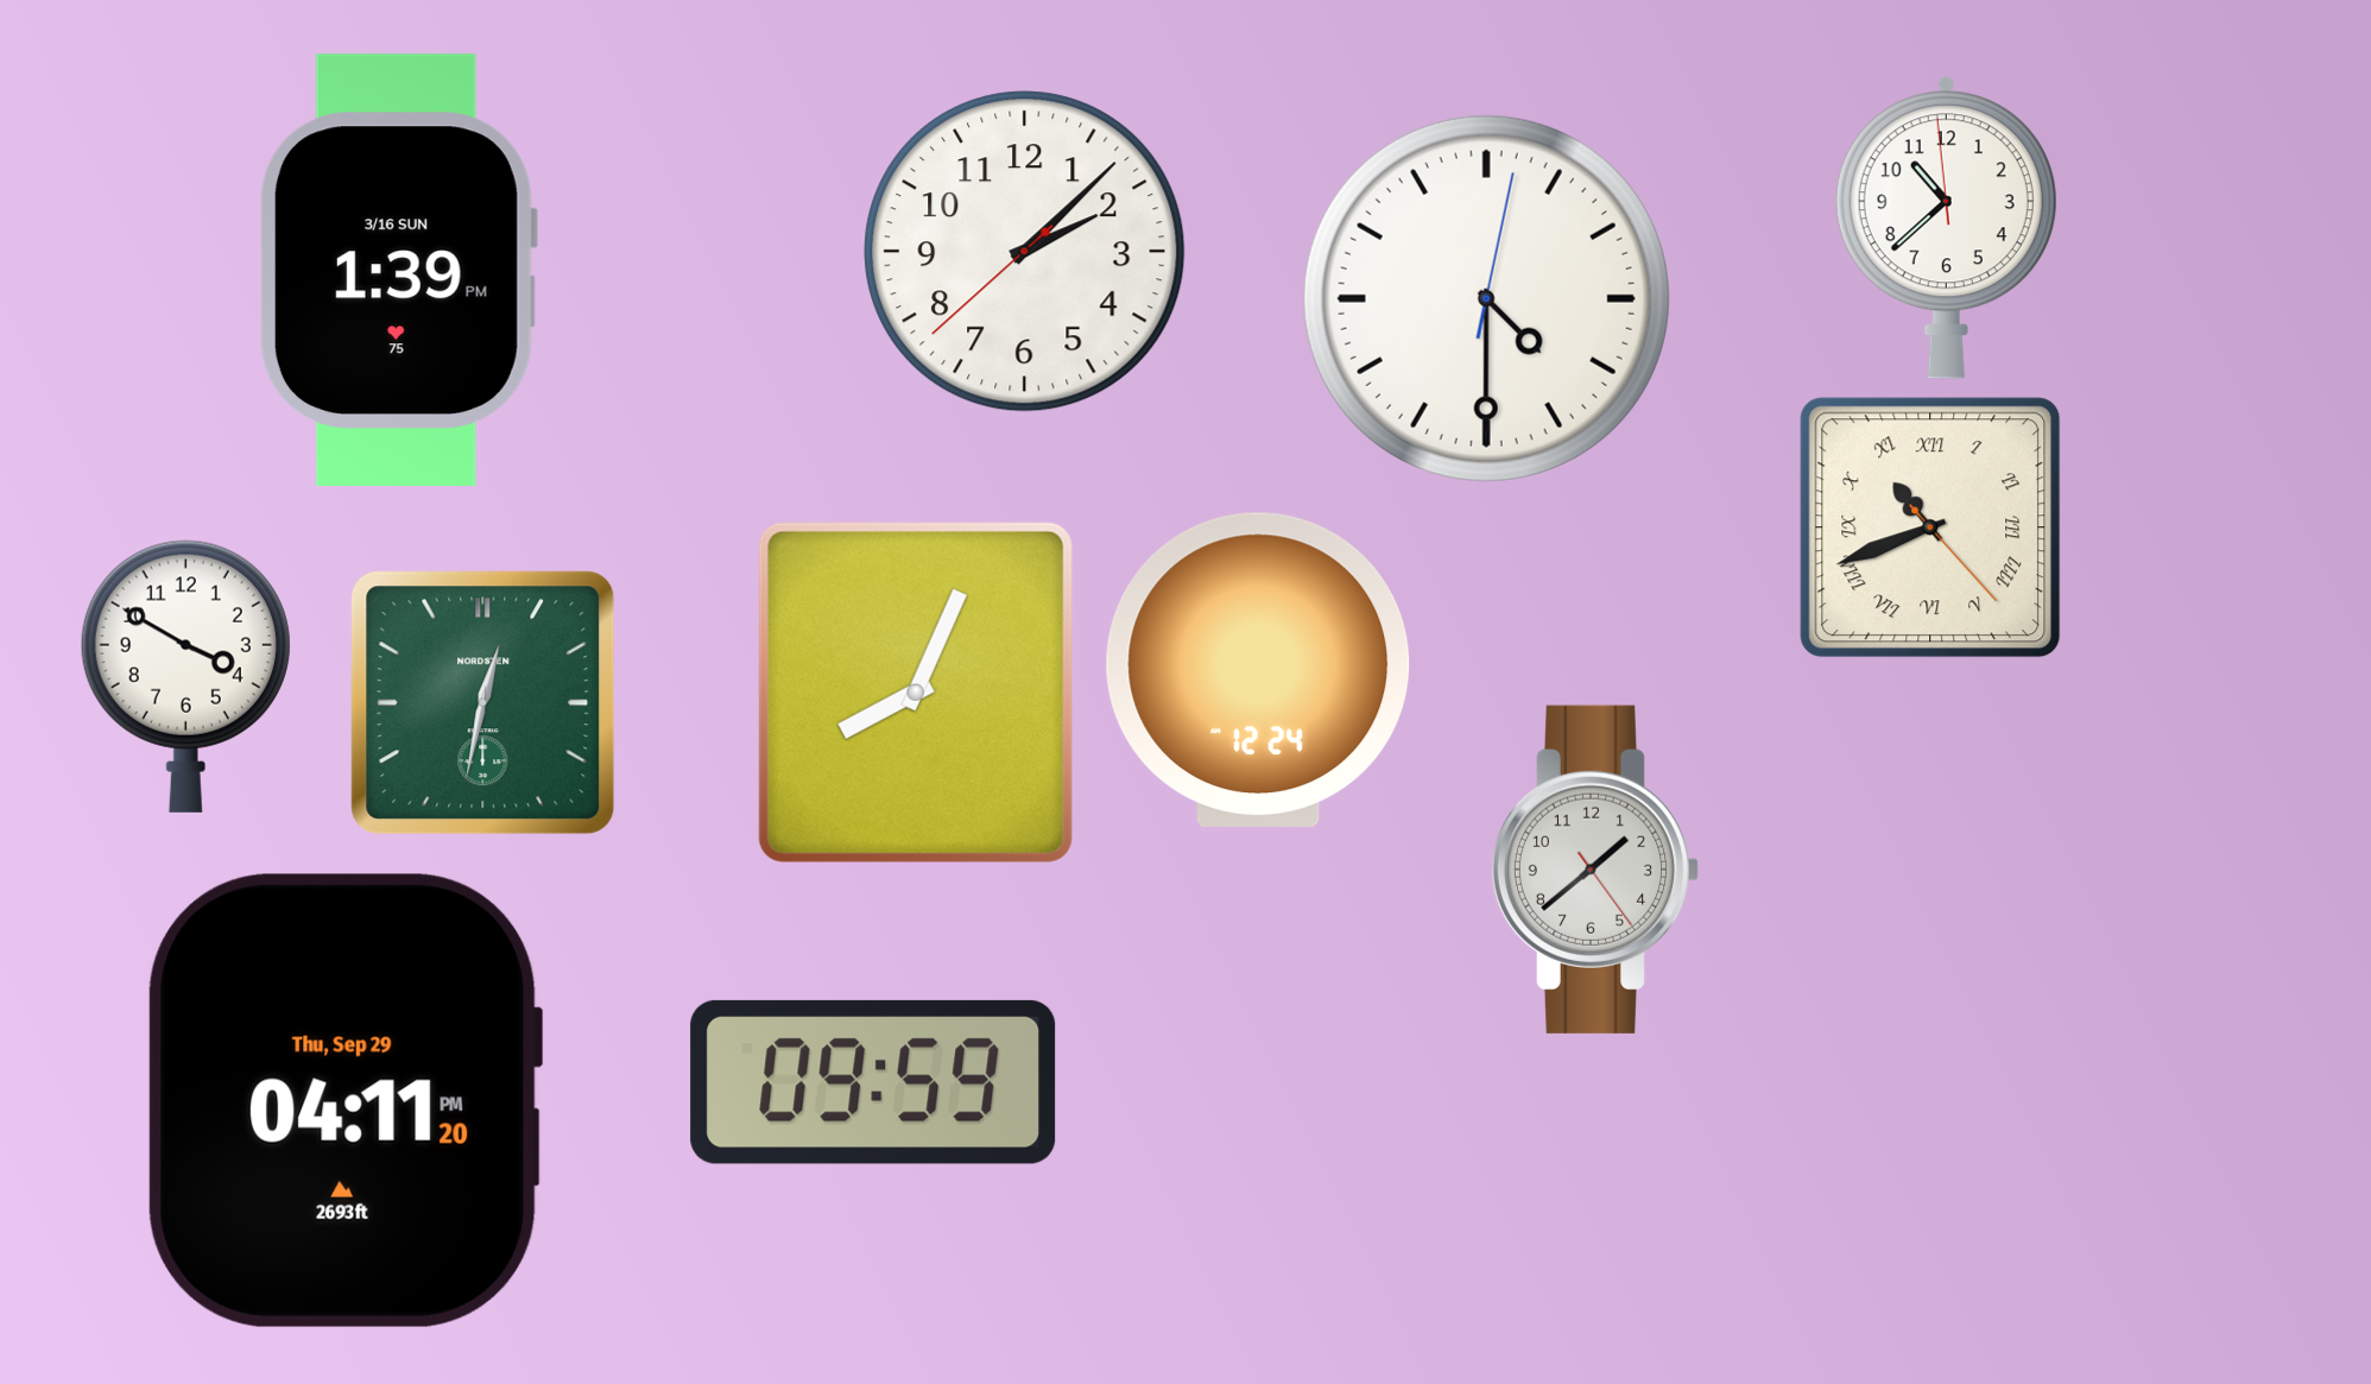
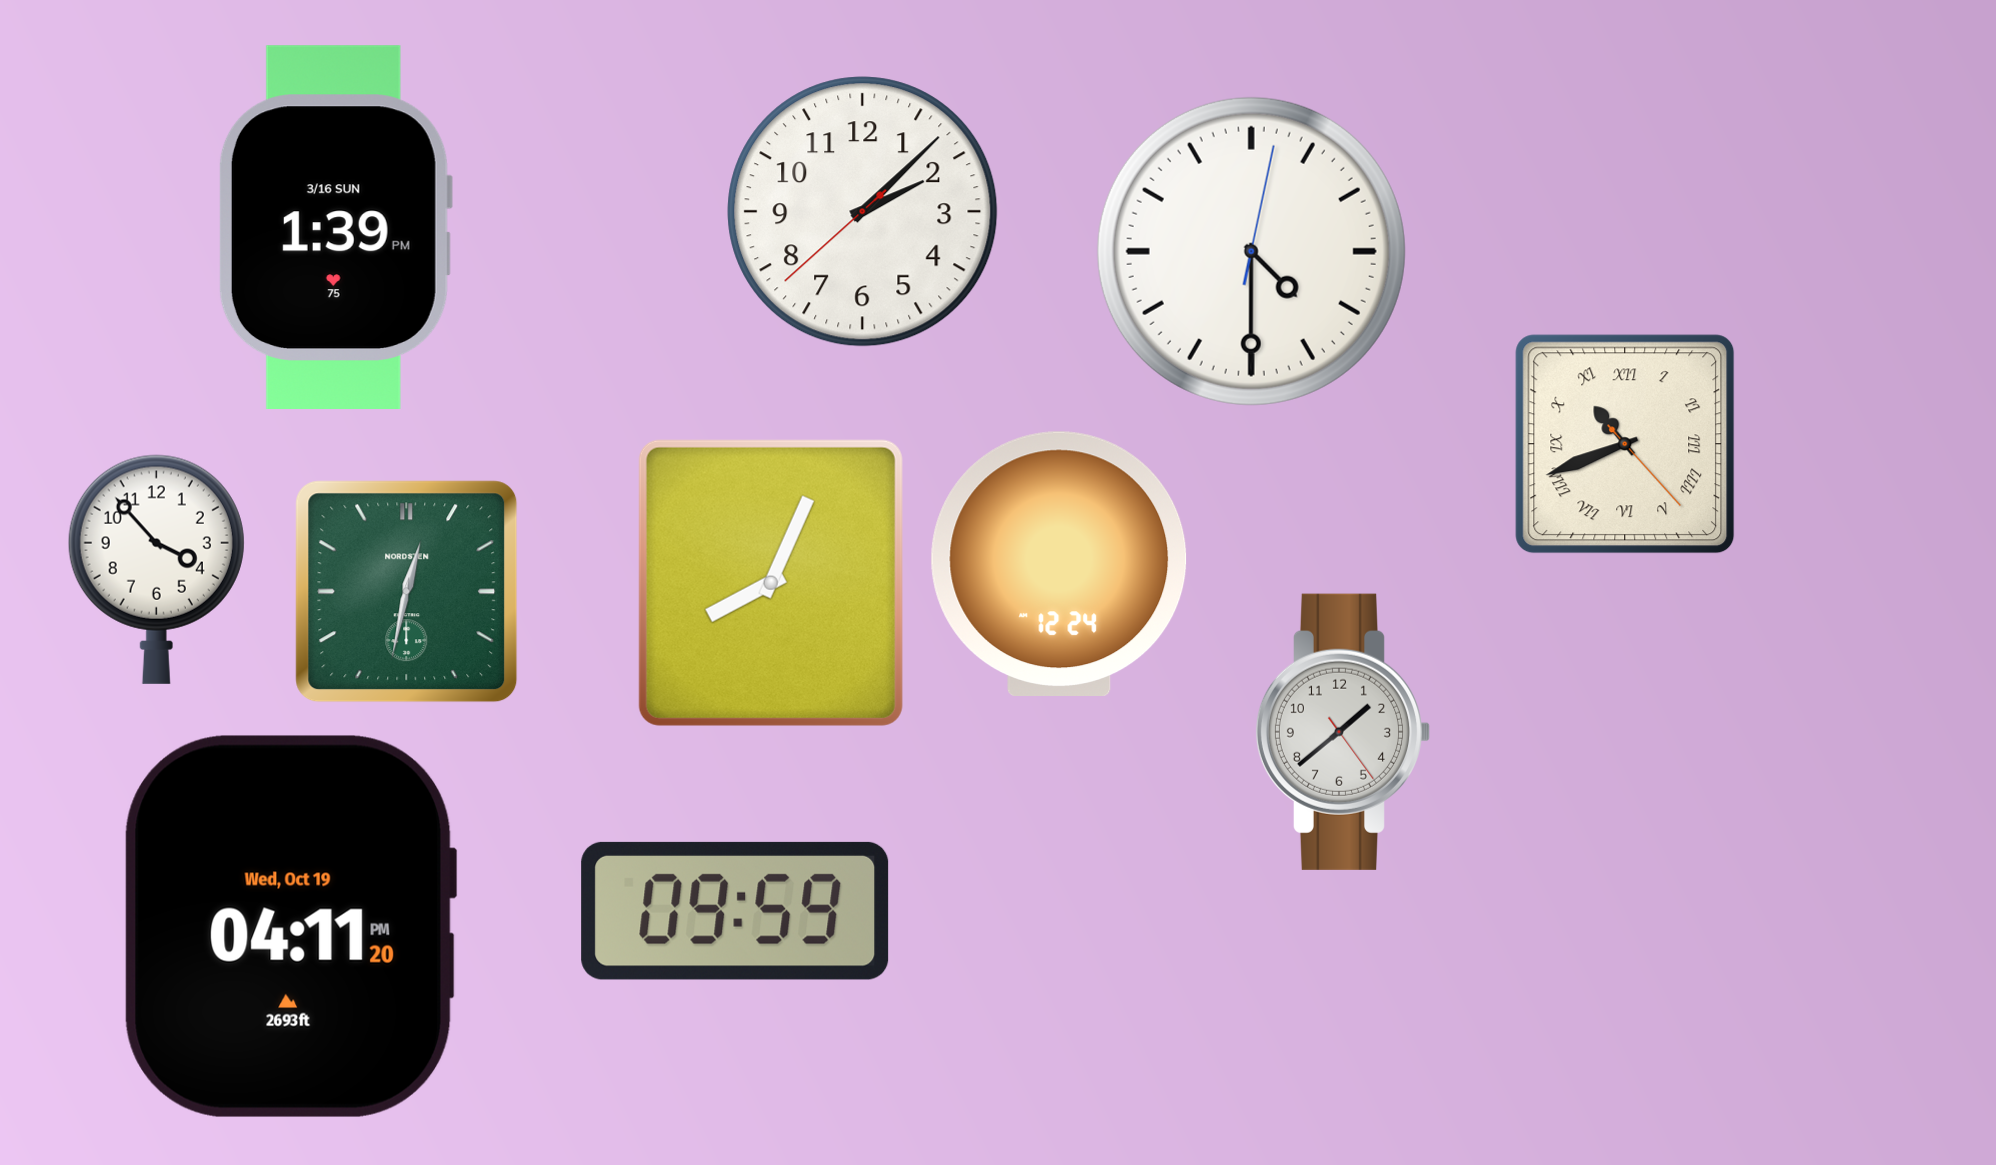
clock at (1946, 228): 10:37 -> none
clock at (185, 676): 3:50 -> 3:53
clock at (344, 1100) date: Thu, Sep 29 -> Wed, Oct 19
